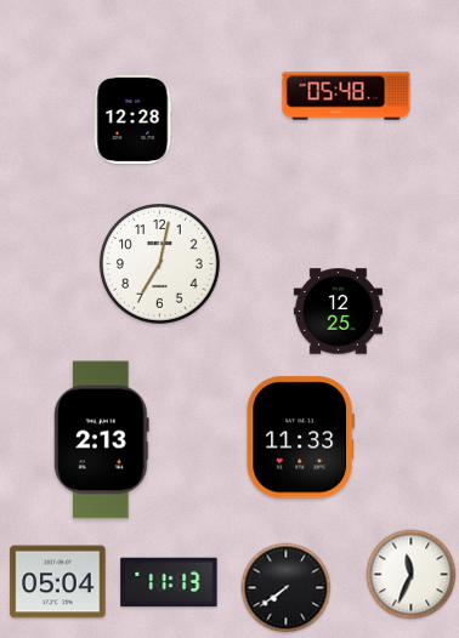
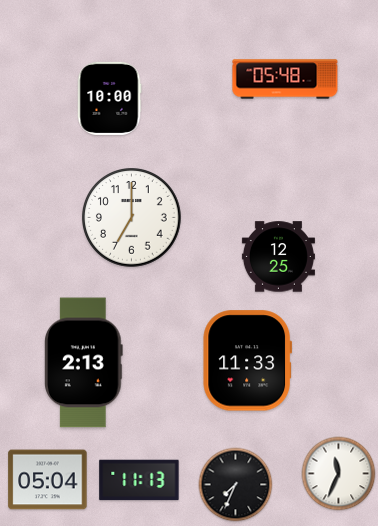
clock at (132, 119): 12:28 -> 10:00
clock at (160, 264): 7:02 -> 7:00
clock at (287, 588): 7:39 -> 7:34
